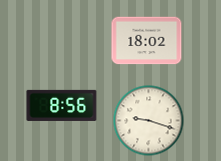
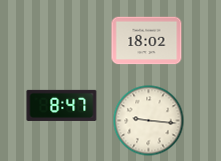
clock at (62, 105): 8:56 -> 8:47
clock at (149, 121): 9:18 -> 9:16
